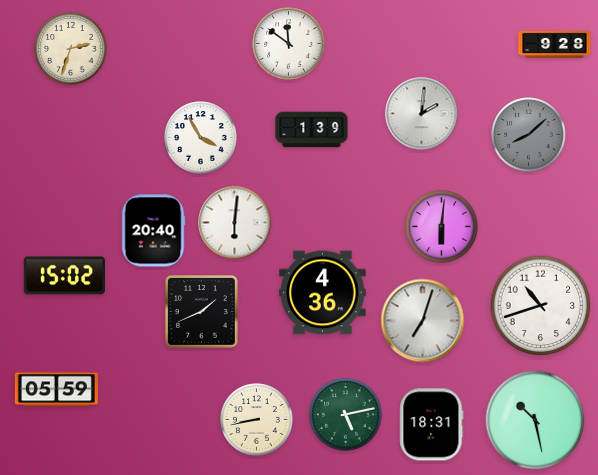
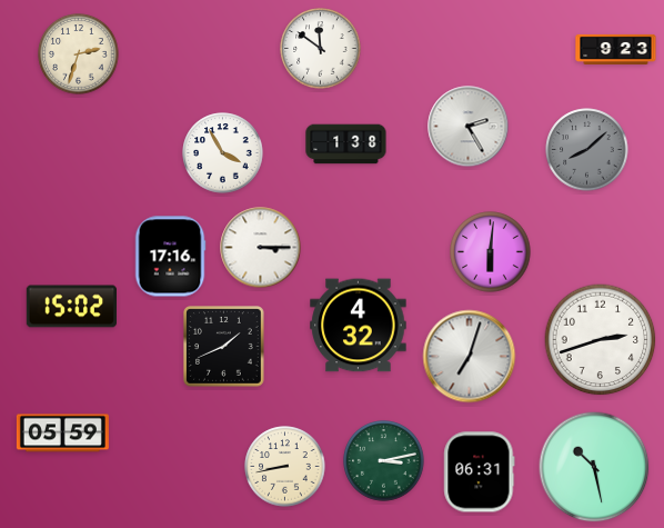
clock at (555, 44): 9:28 -> 9:23
clock at (422, 114): 2:01 -> 2:25
clock at (312, 130): 1:39 -> 1:38
clock at (235, 223): 6:01 -> 3:15
clock at (153, 231): 20:40 -> 17:16
clock at (323, 293): 4:36 -> 4:32
clock at (541, 306): 10:42 -> 2:42
clock at (346, 415): 5:13 -> 3:13
clock at (432, 425): 18:31 -> 06:31
